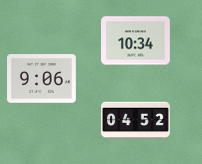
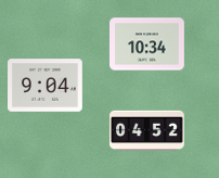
clock at (42, 79): 9:06 -> 9:04
